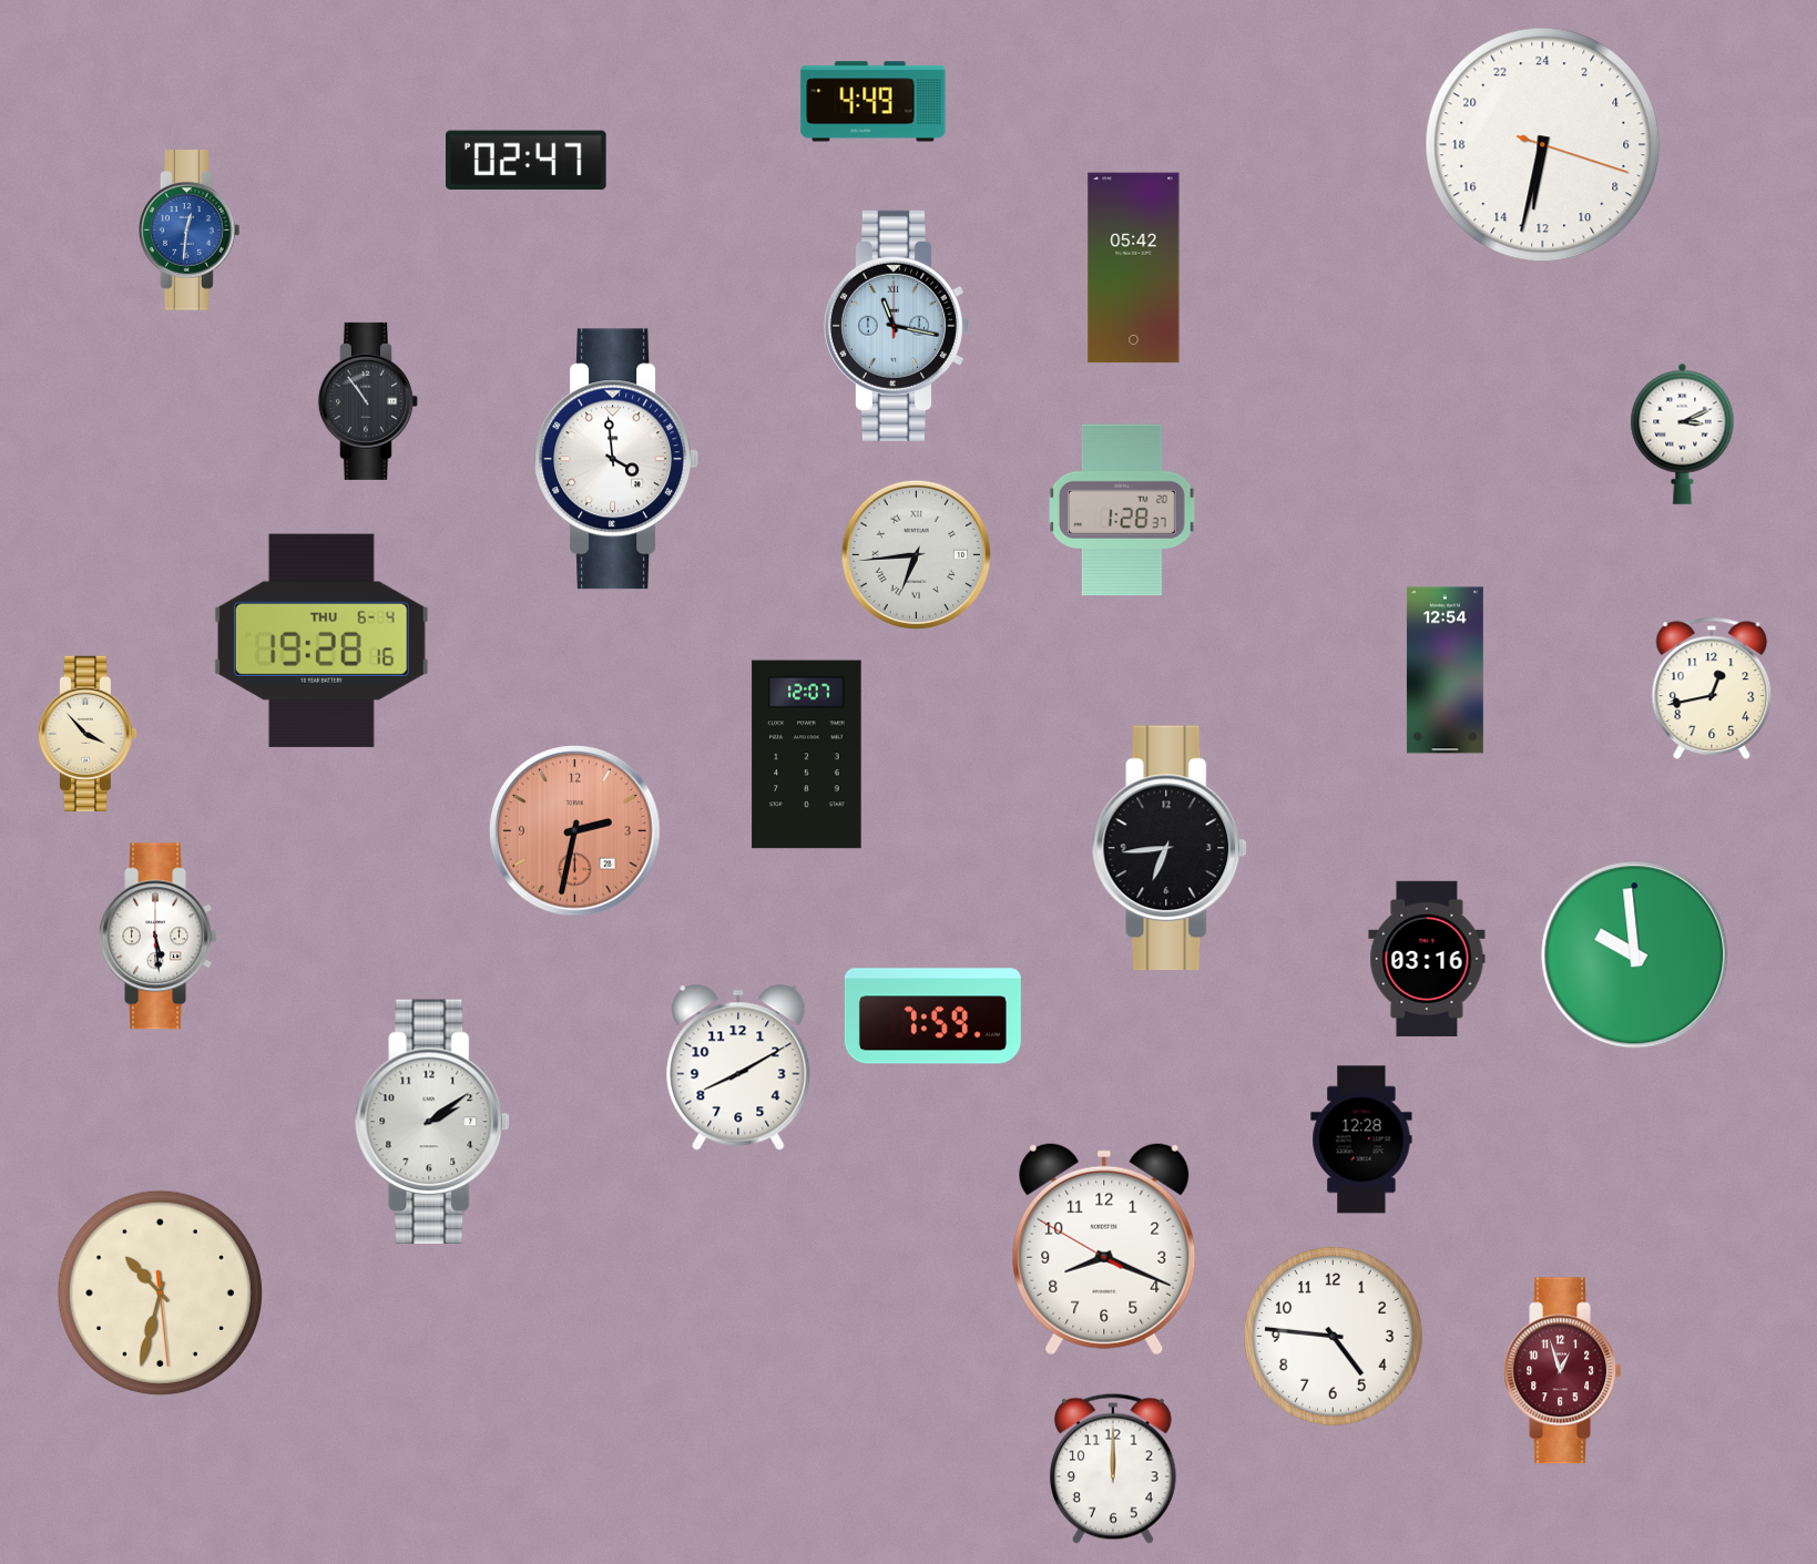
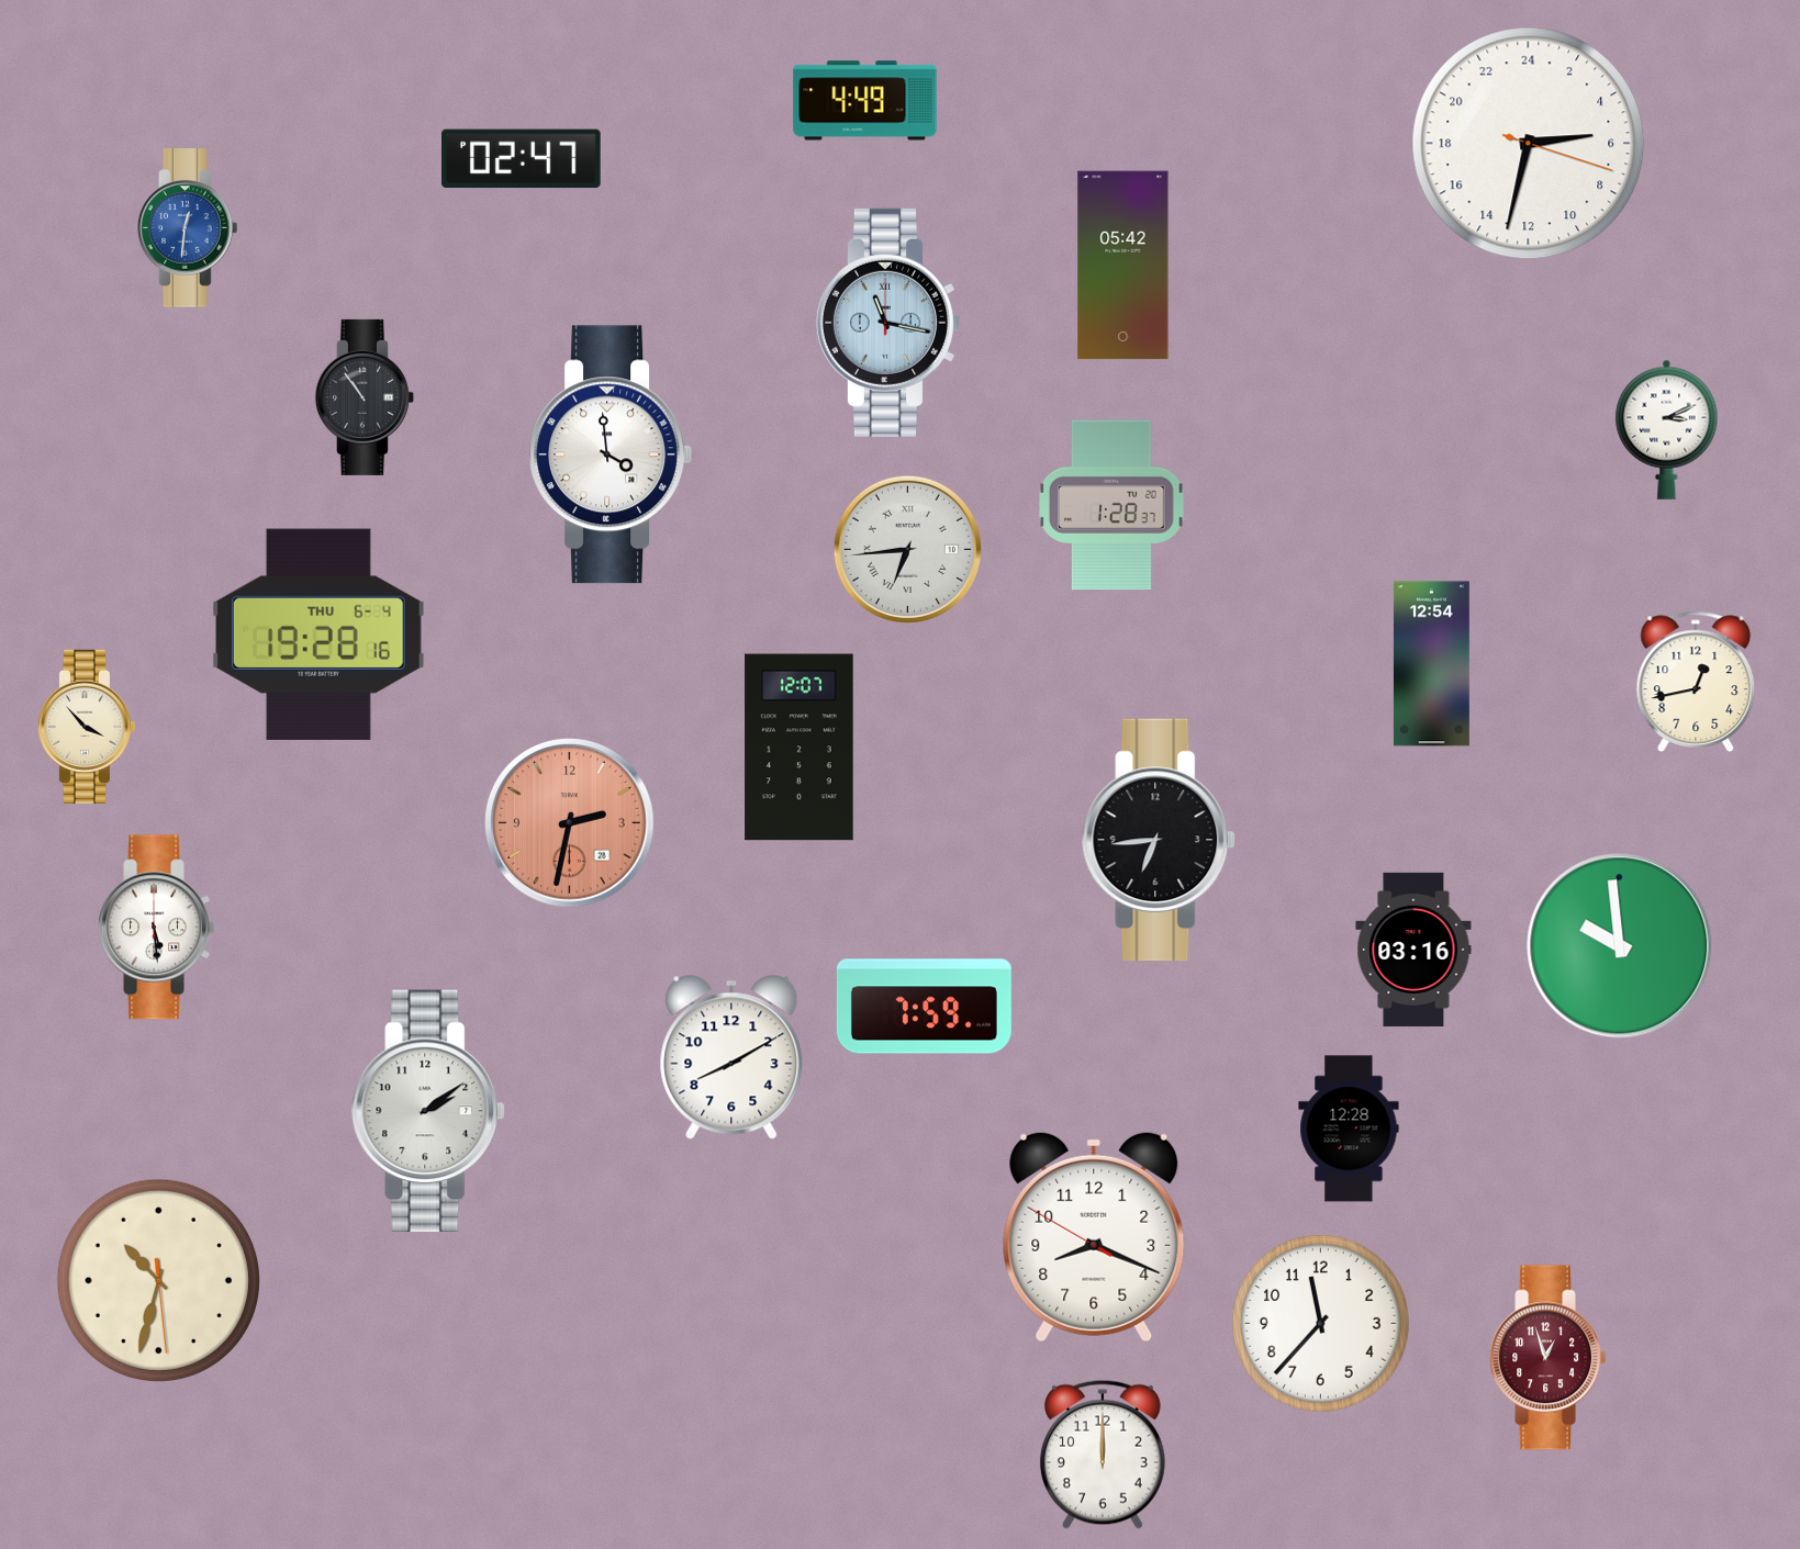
clock at (1543, 145): 12:32 -> 5:32
clock at (1333, 1336): 4:46 -> 11:37
